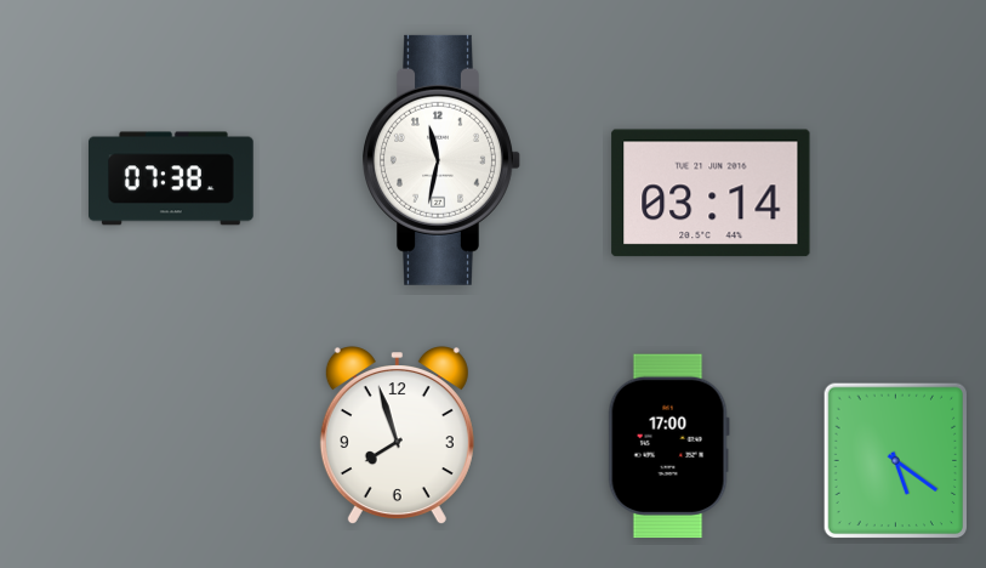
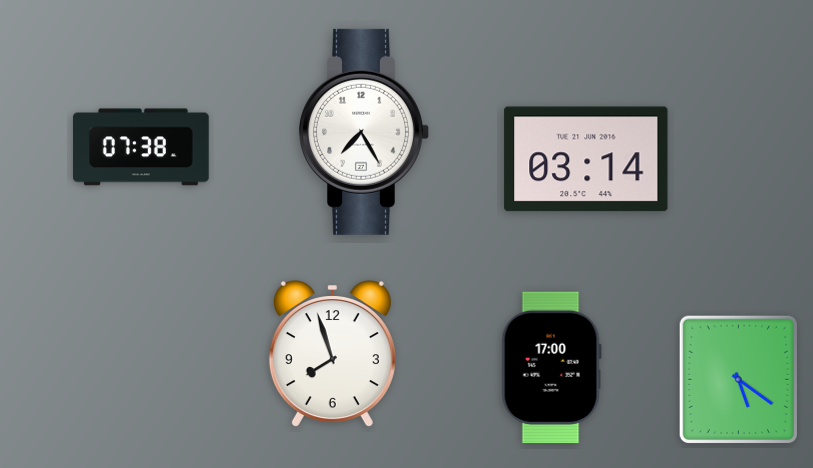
clock at (441, 160): 11:32 -> 7:25
clock at (397, 436) position: (397, 436) -> (332, 354)
